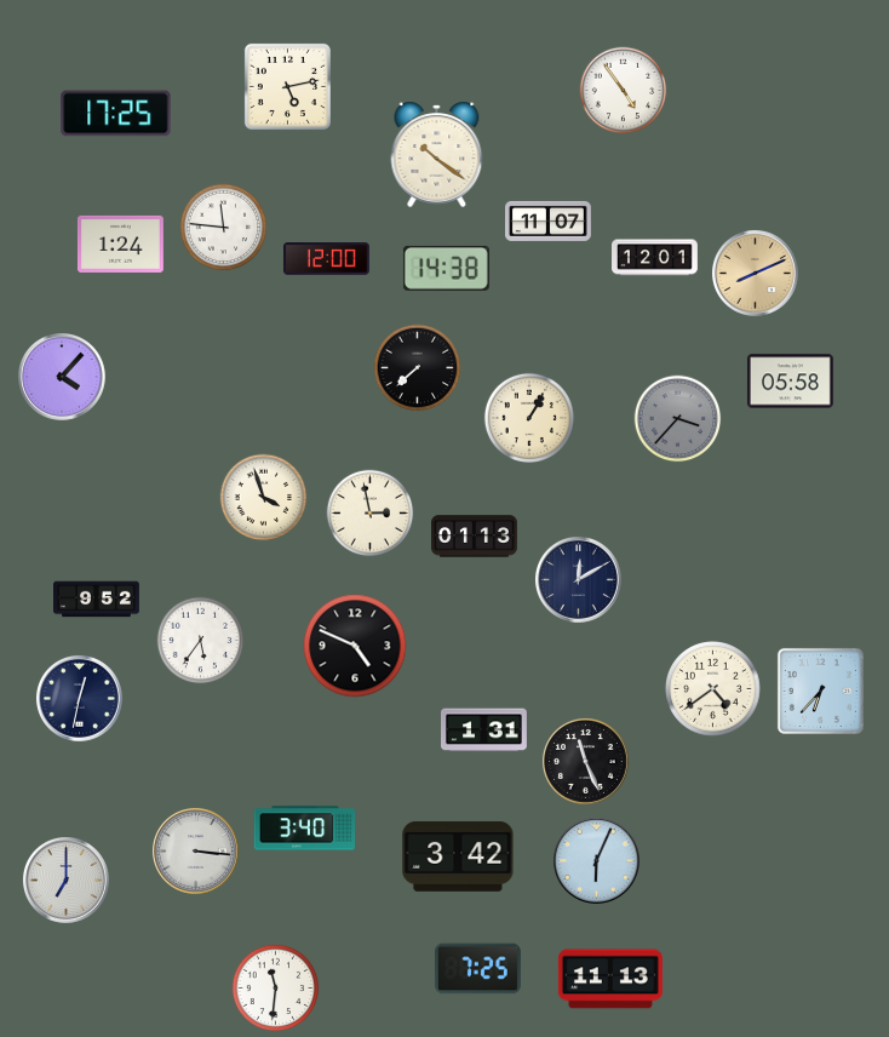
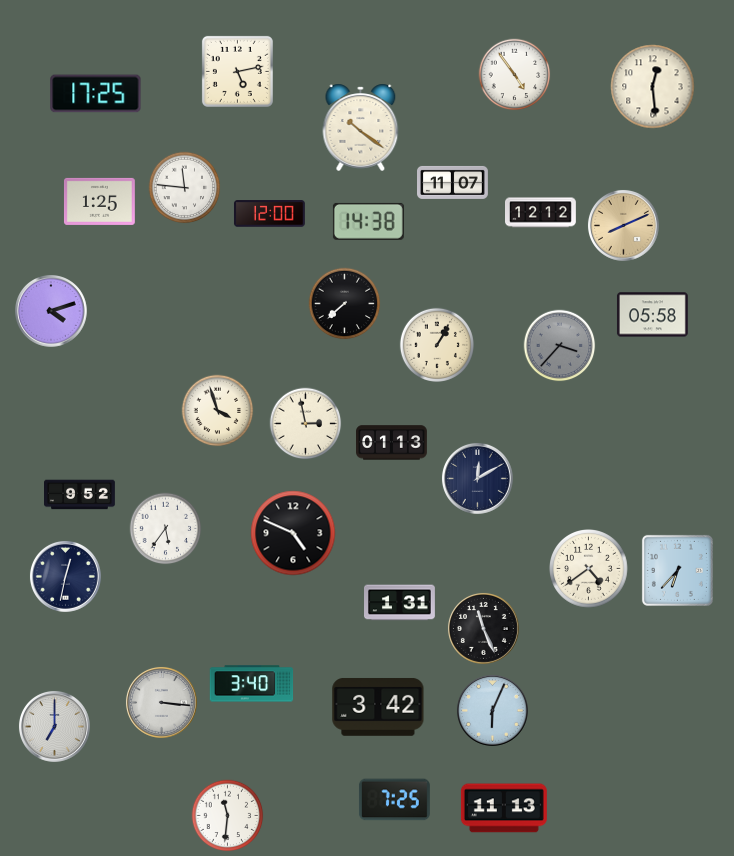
clock at (653, 87): none -> 12:29
clock at (120, 244): 1:24 -> 1:25
clock at (655, 258): 12:01 -> 12:12
clock at (63, 378): 4:07 -> 4:12
